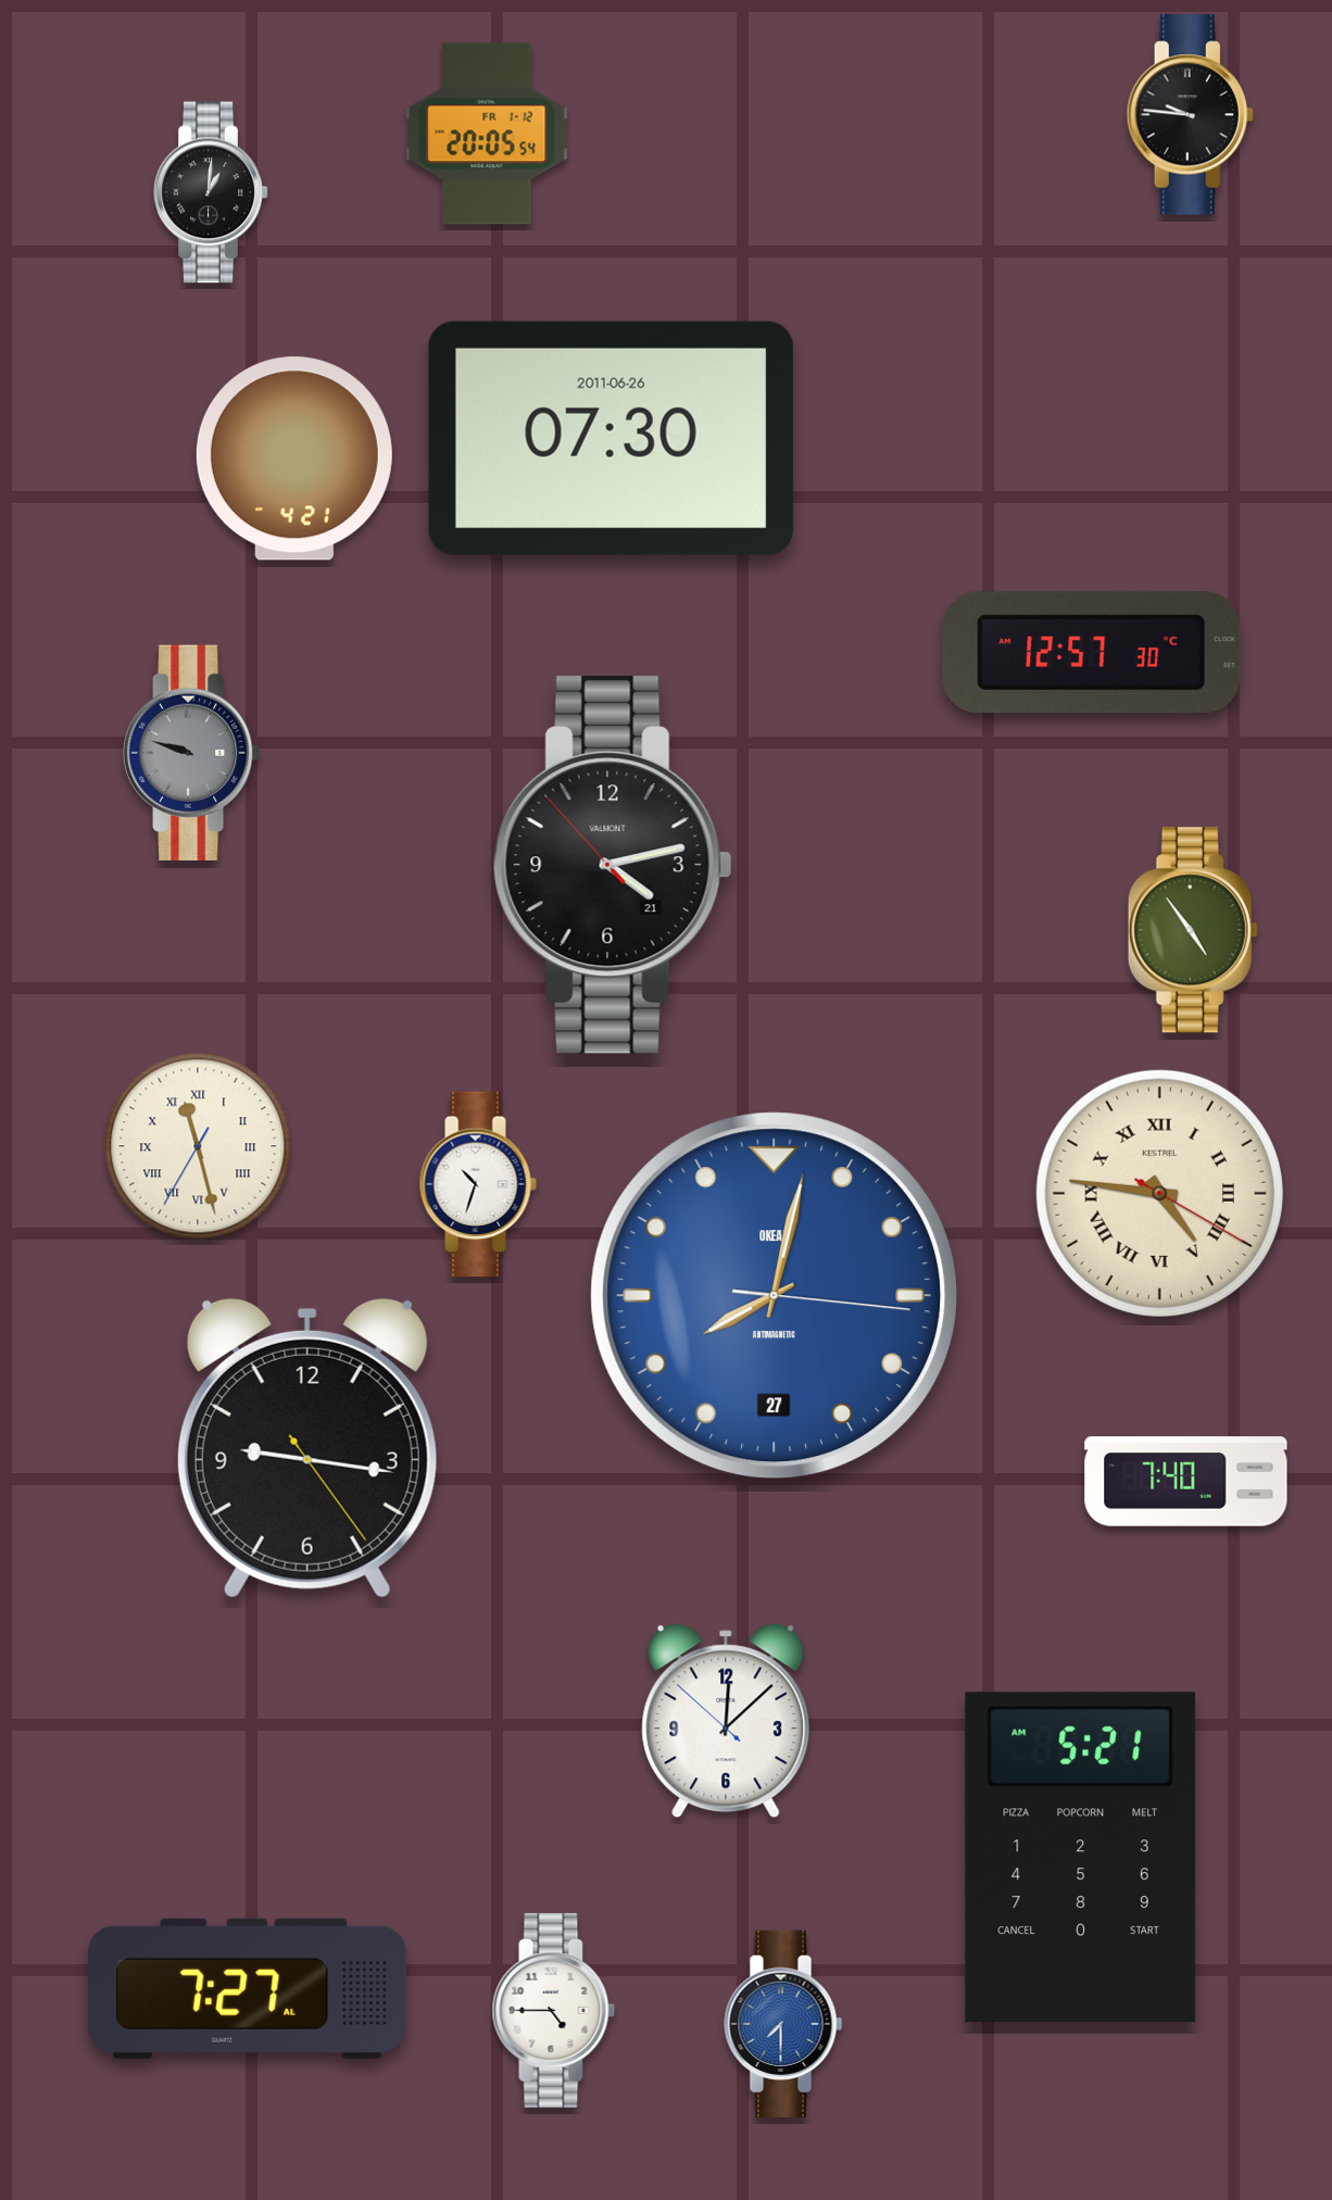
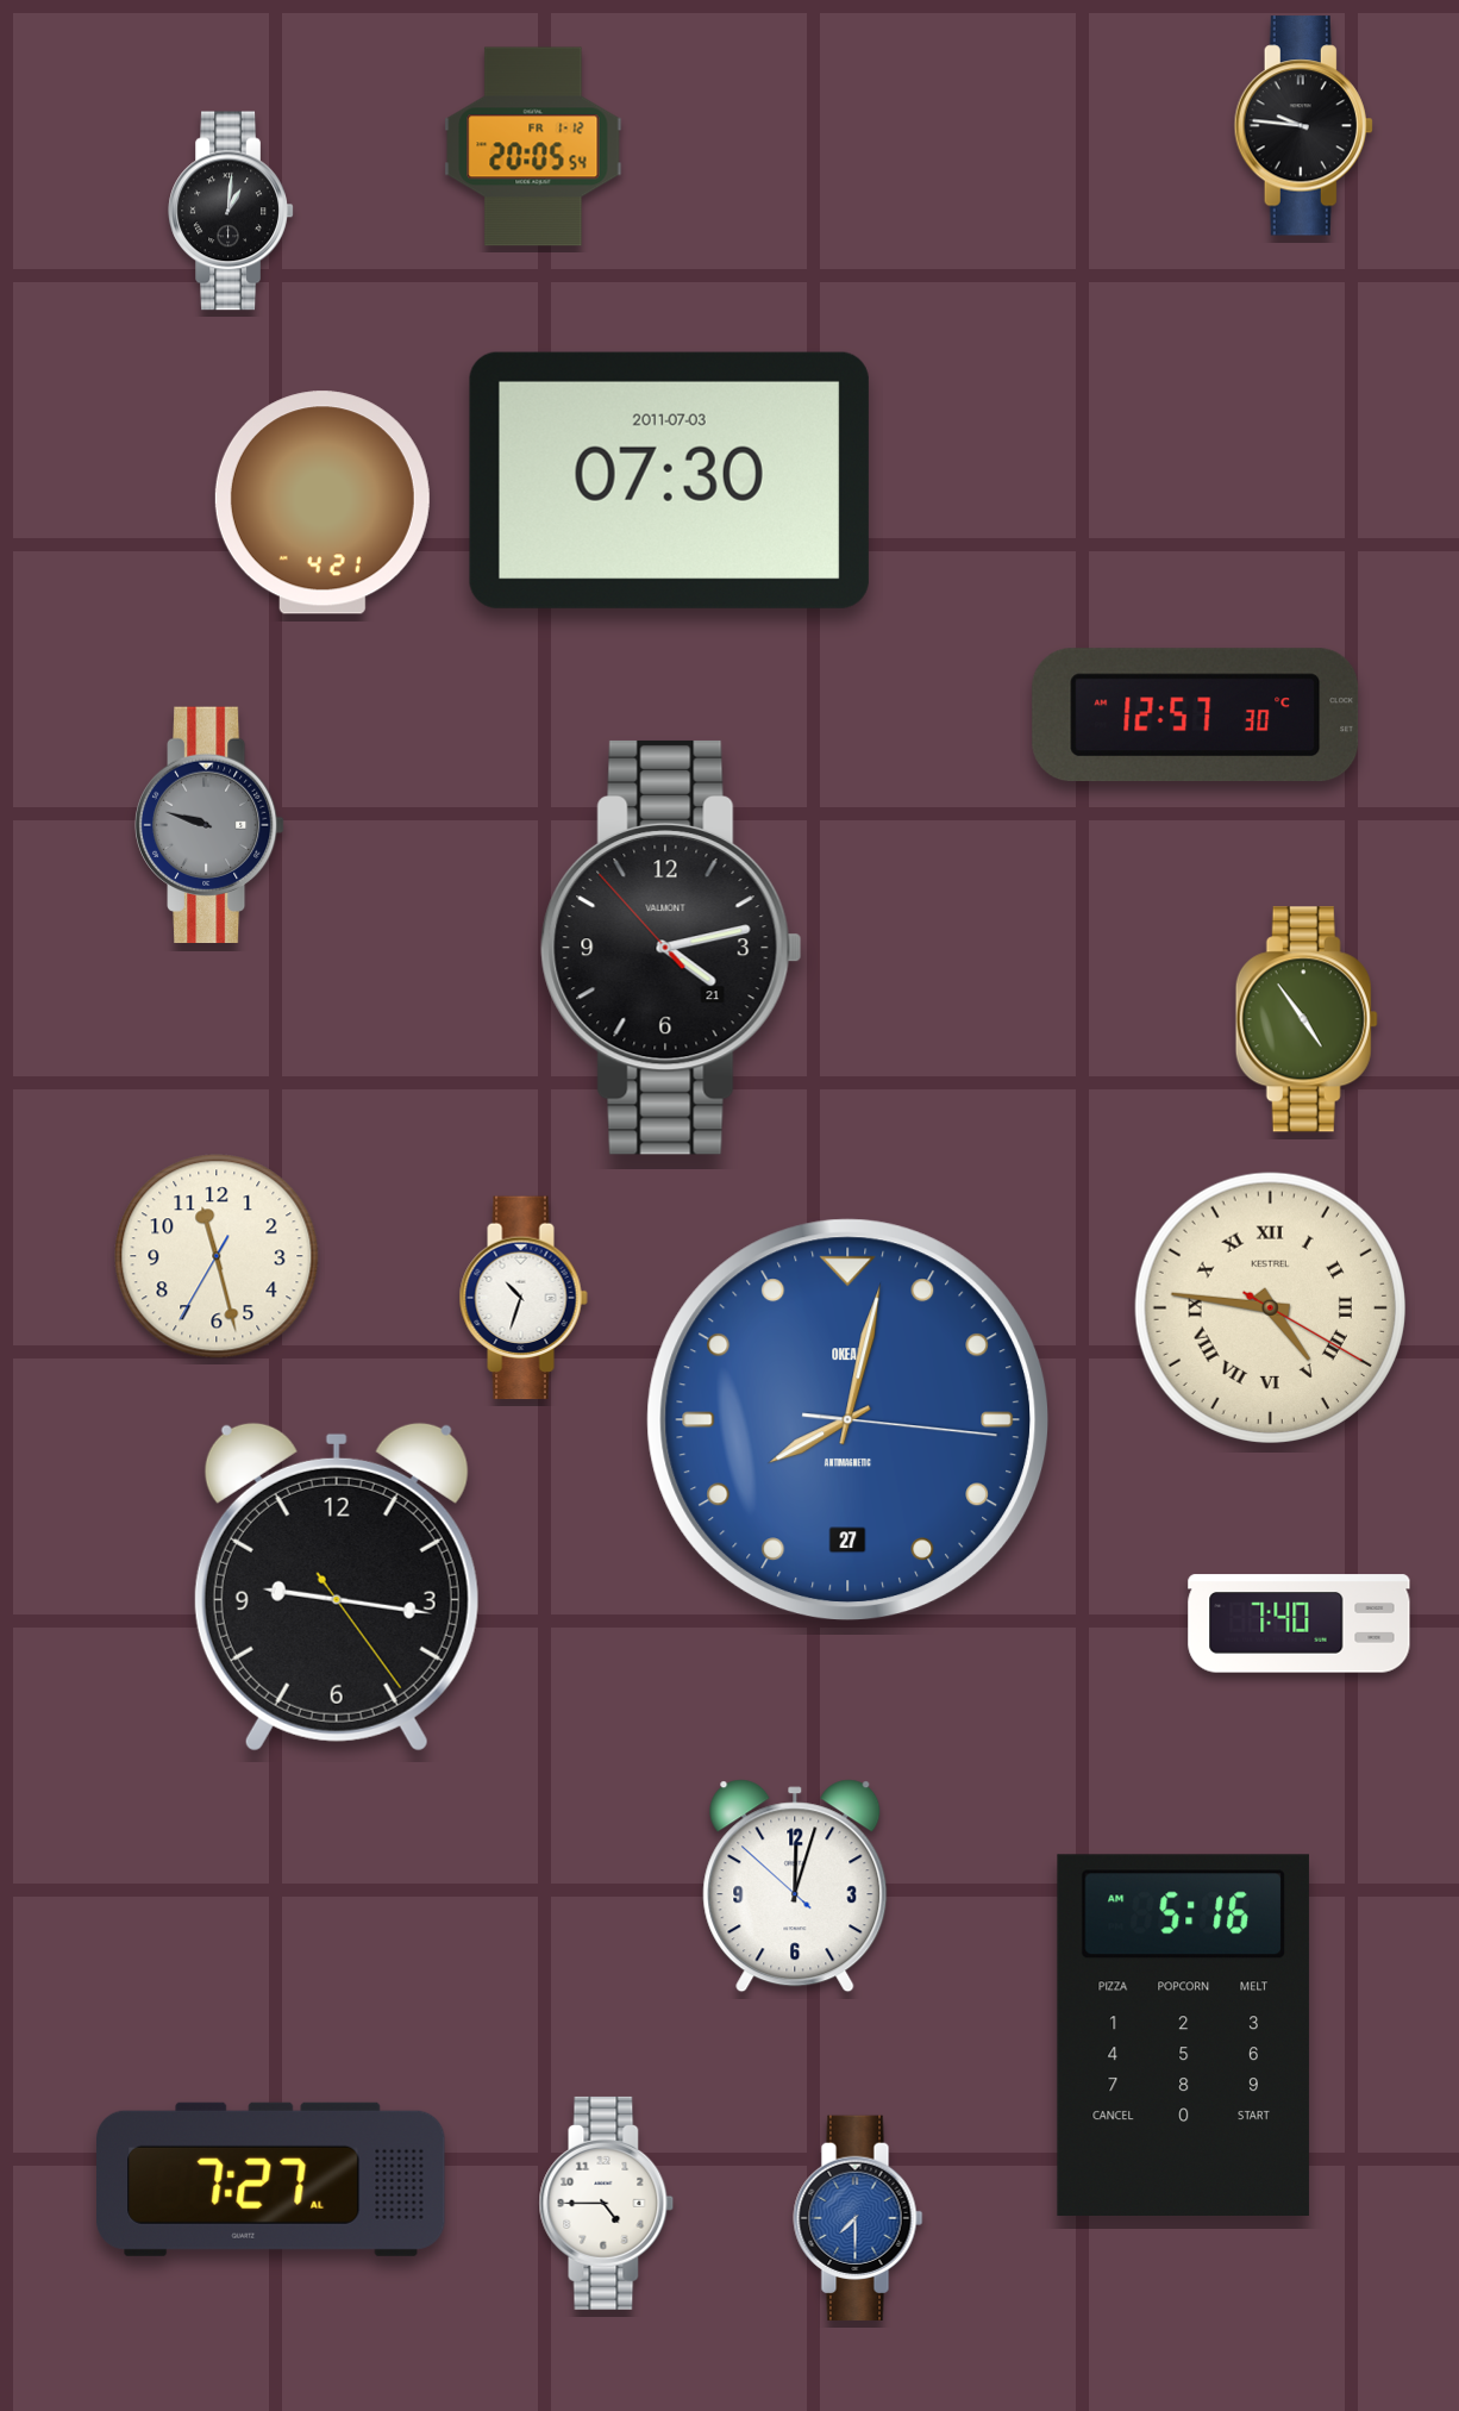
clock at (611, 438) date: 2011-06-26 -> 2011-07-03
clock at (198, 1146) numerals: Roman -> Arabic
clock at (726, 1721): 12:07 -> 12:02
clock at (1080, 1857): 5:21 -> 5:16
